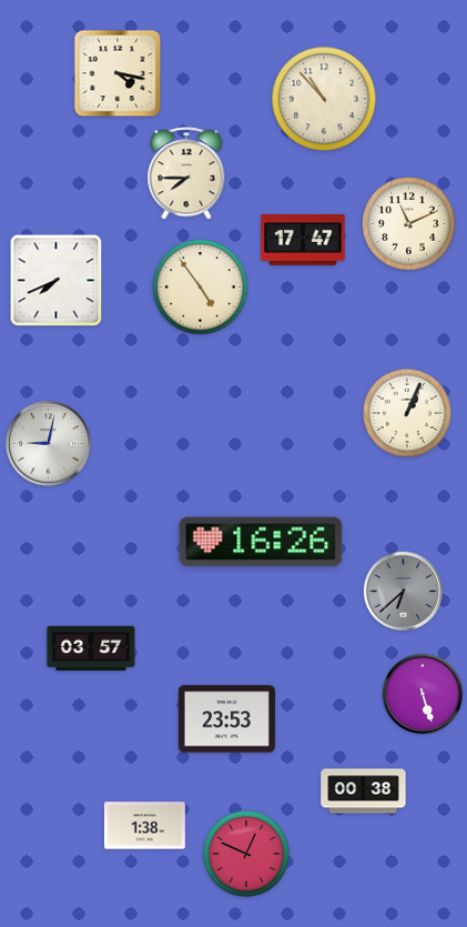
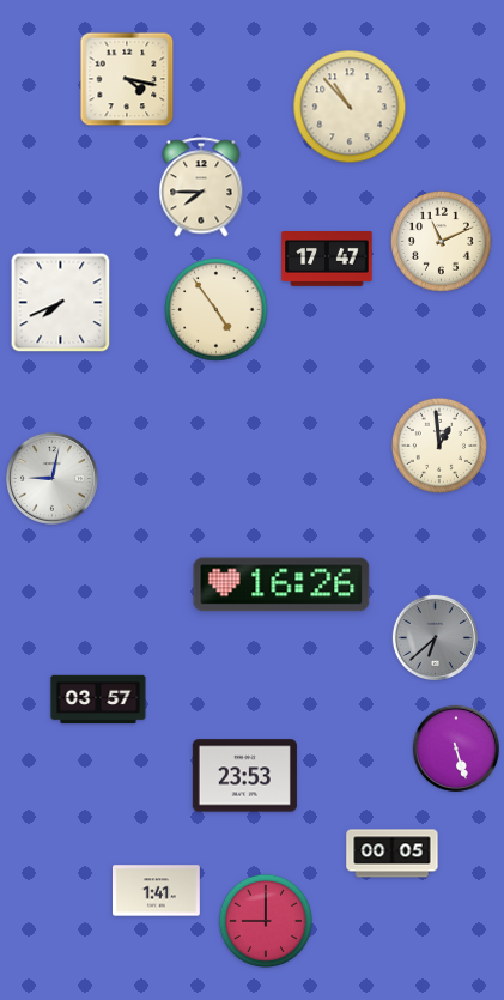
clock at (407, 413): 1:04 -> 12:59
clock at (364, 792): 00:38 -> 00:05
clock at (144, 826): 1:38 -> 1:41
clock at (246, 854): 12:49 -> 9:00
